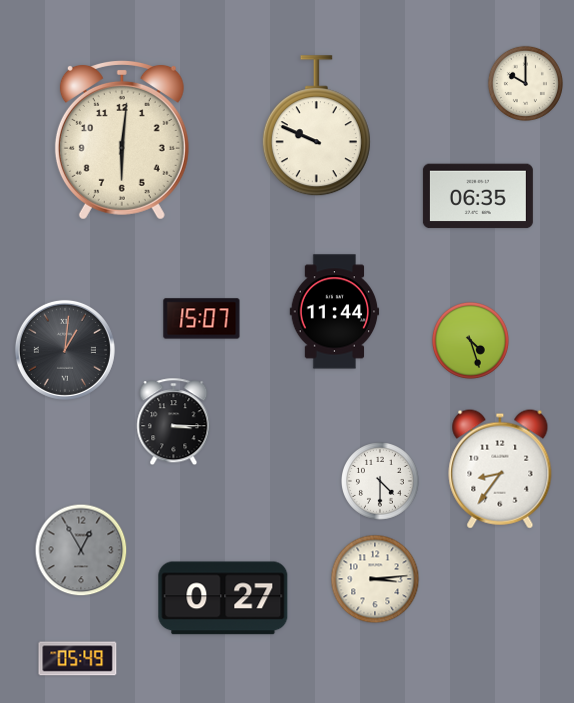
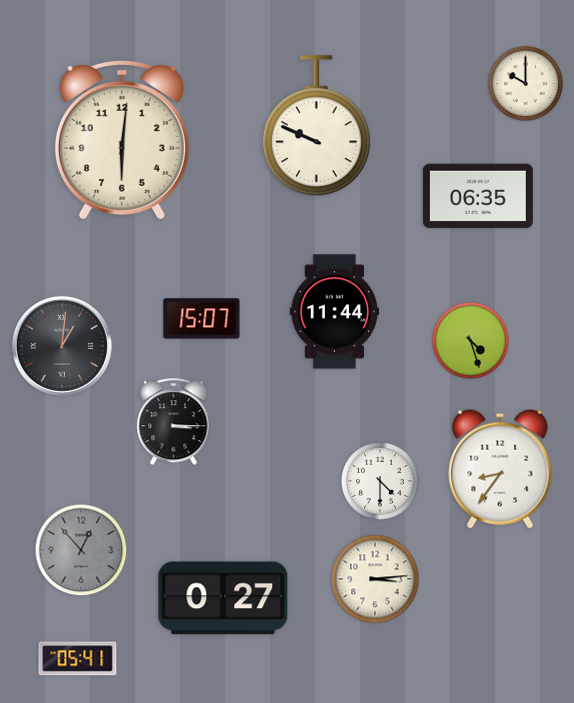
clock at (65, 350) position: (65, 350) -> (62, 346)
clock at (81, 550): 12:55 -> 12:53
clock at (78, 659): 05:49 -> 05:41
